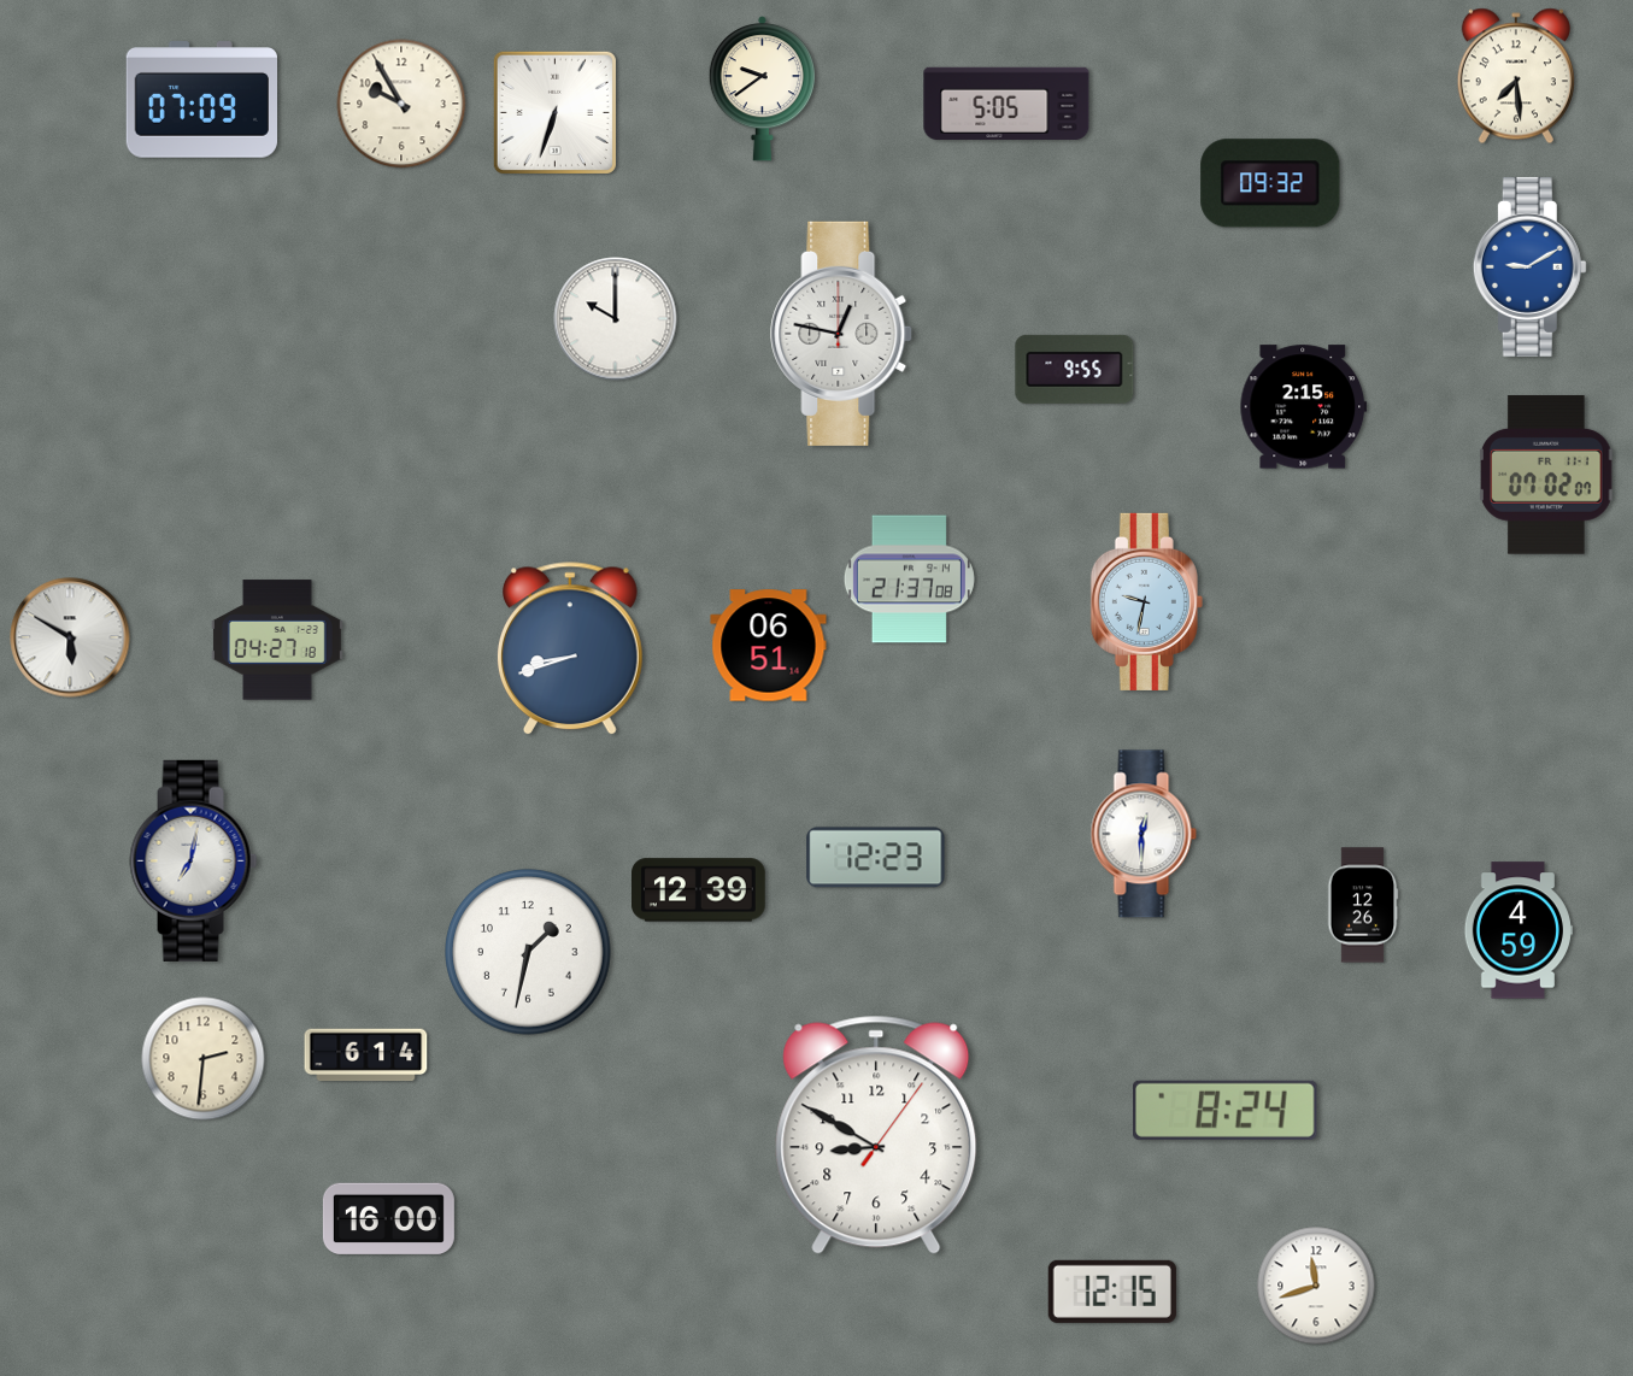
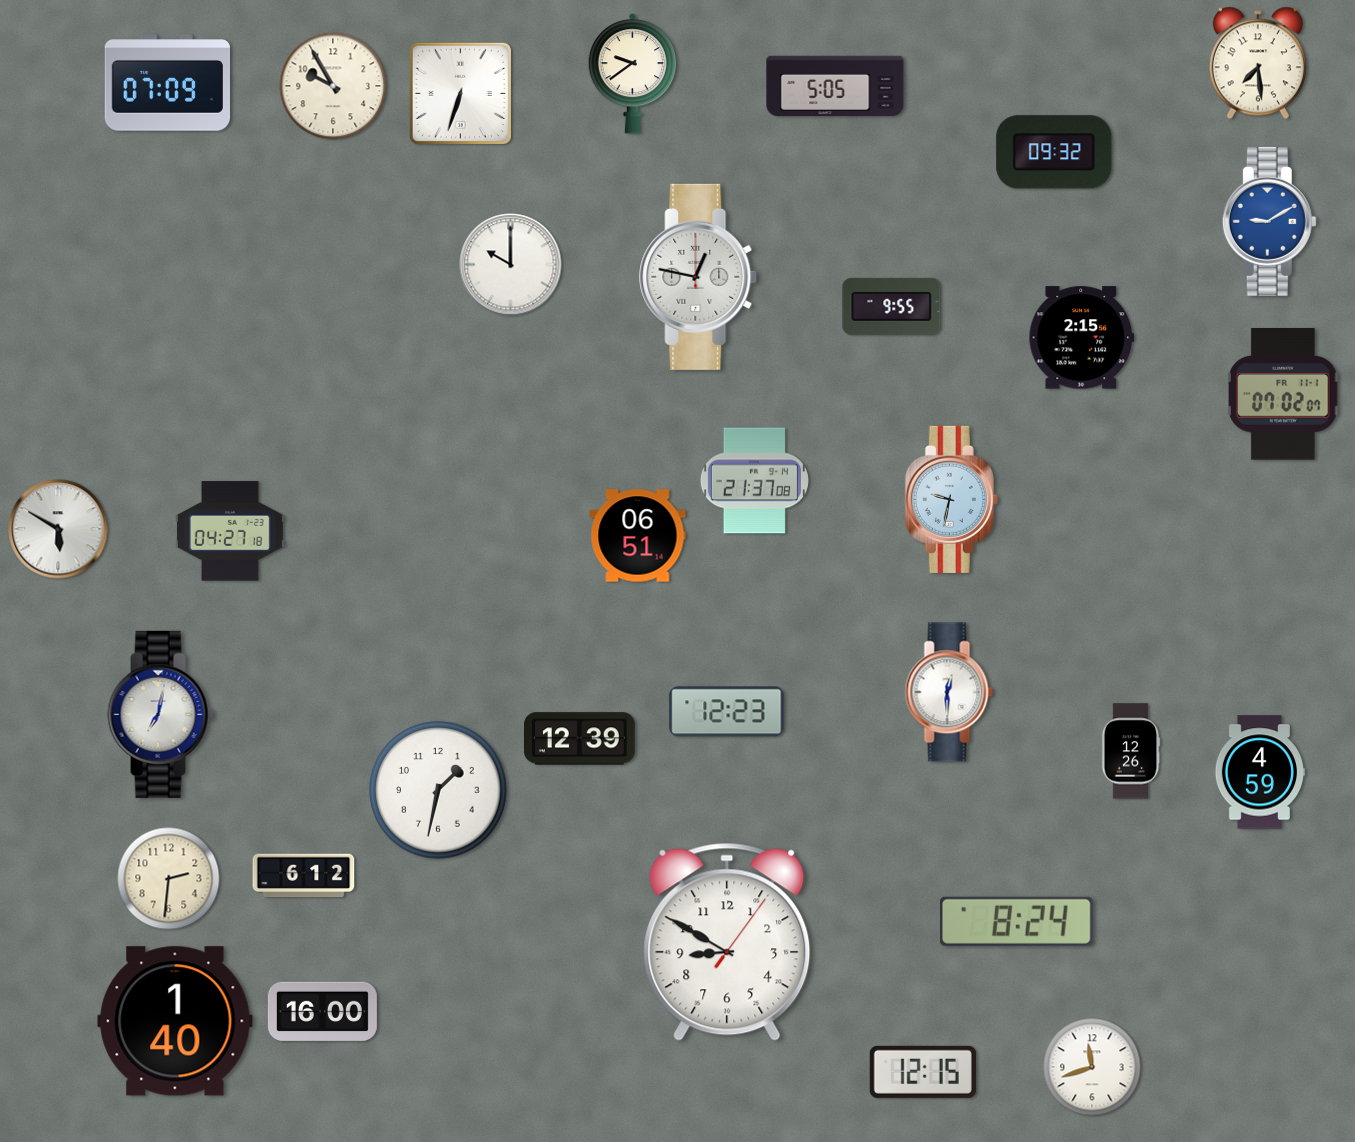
clock at (570, 649): 8:42 -> none
clock at (366, 1055): 6:14 -> 6:12
clock at (175, 1021): none -> 1:40
